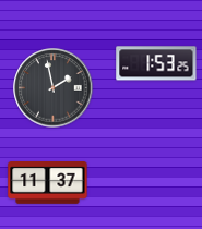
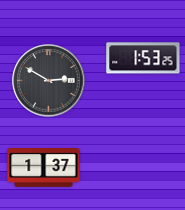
clock at (54, 88): 1:58 -> 2:50
clock at (48, 183): 11:37 -> 1:37
